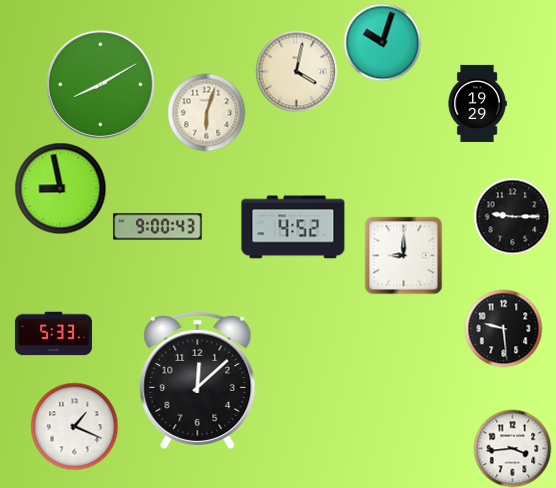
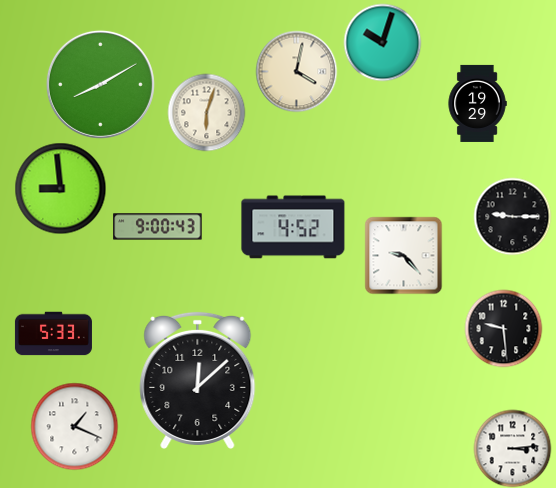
clock at (60, 188): 8:58 -> 8:59
clock at (403, 255): 9:00 -> 9:23
clock at (512, 448): 3:44 -> 3:14
